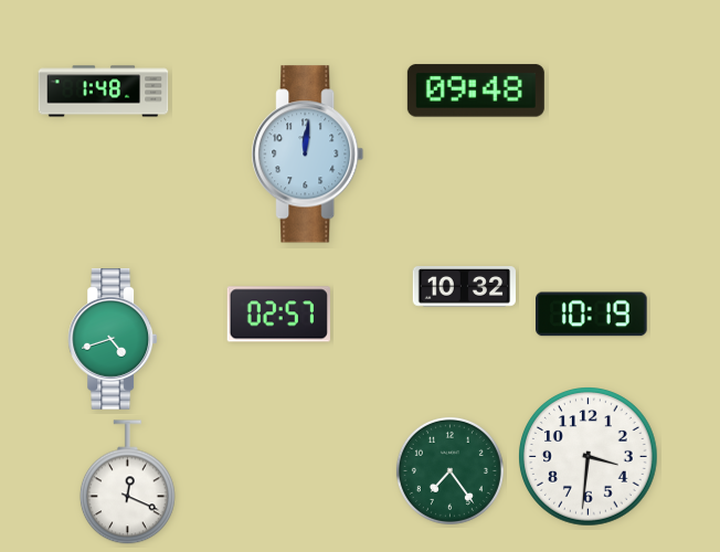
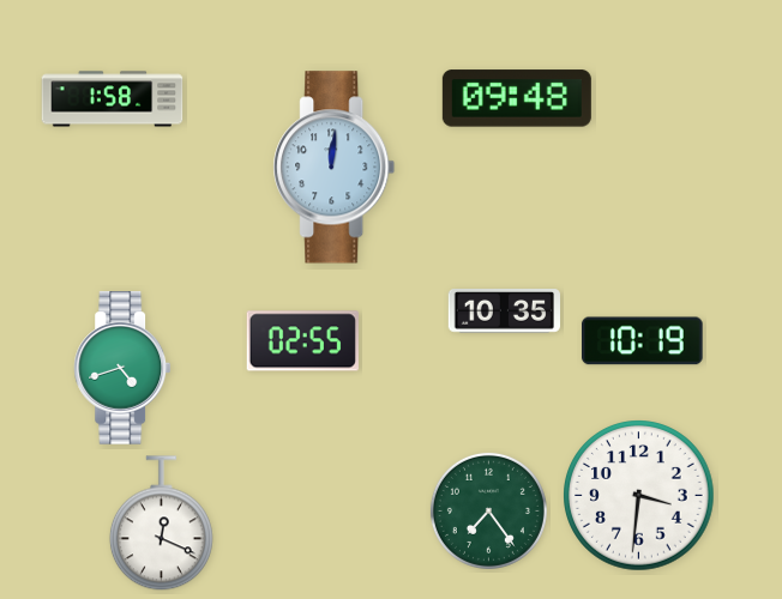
clock at (104, 92): 1:48 -> 1:58
clock at (464, 287): 10:32 -> 10:35
clock at (278, 315): 02:57 -> 02:55
clock at (127, 482) position: (127, 482) -> (161, 524)
